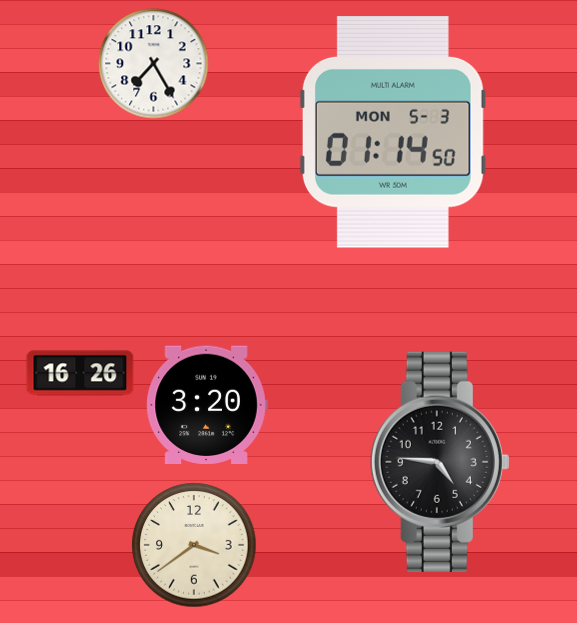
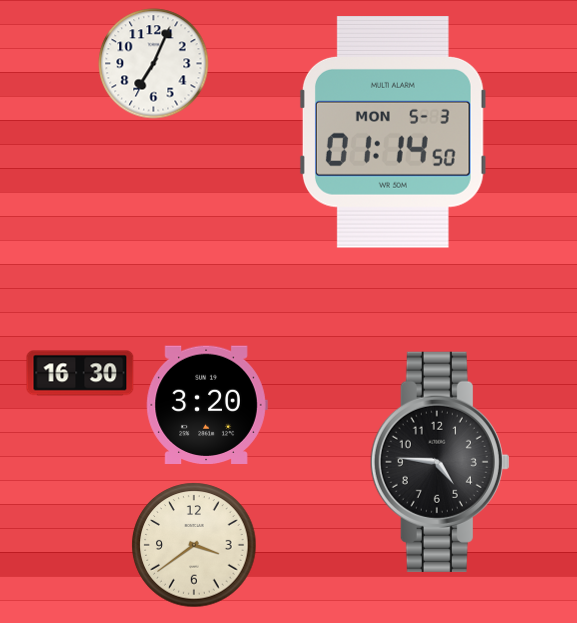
clock at (154, 64): 7:25 -> 7:04
clock at (80, 373): 16:26 -> 16:30
